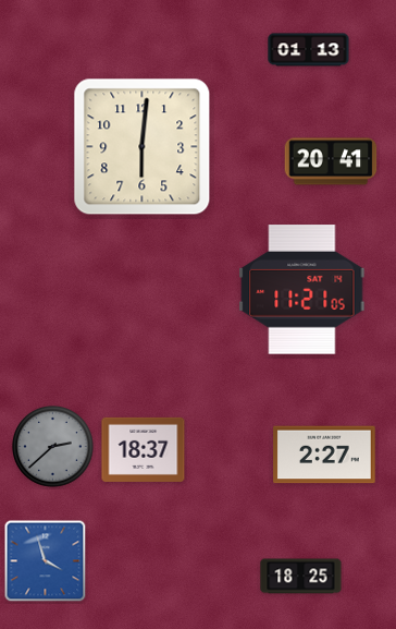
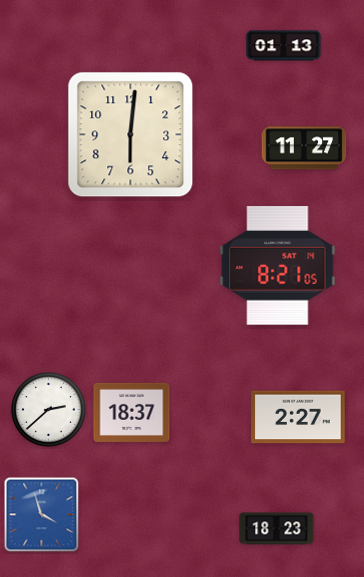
clock at (331, 161): 20:41 -> 11:27
clock at (302, 290): 11:21 -> 8:21
clock at (53, 447) dial: grey -> white
clock at (301, 577): 18:25 -> 18:23
